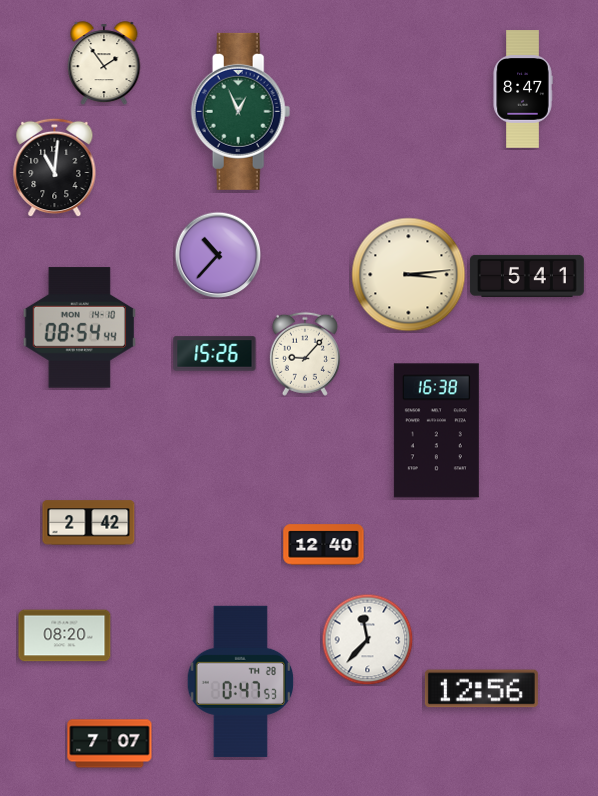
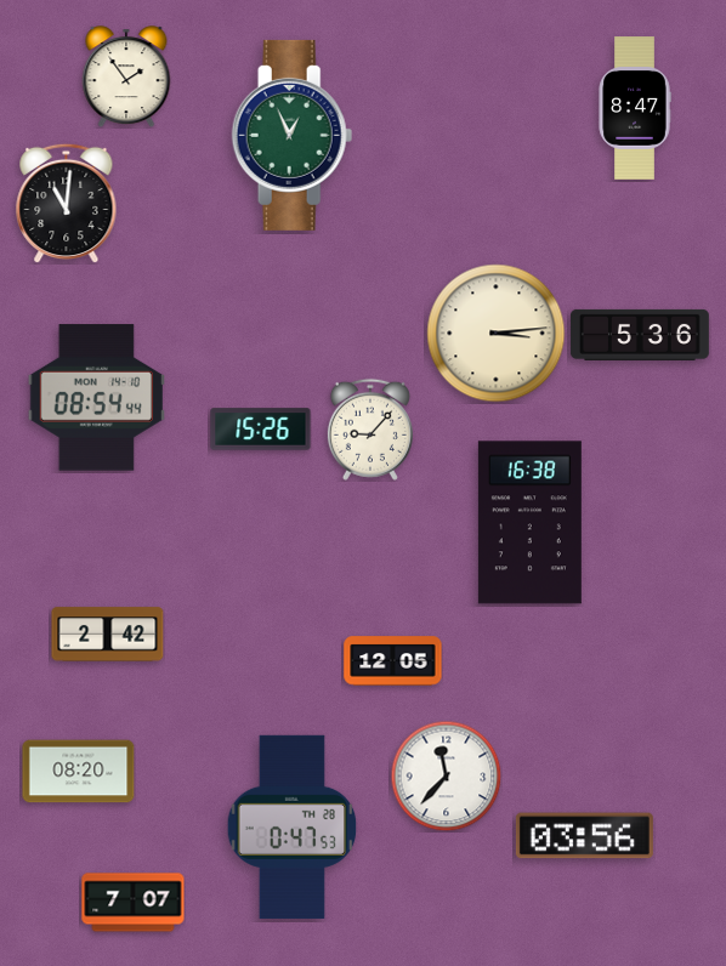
clock at (218, 255): 10:37 -> none
clock at (527, 276): 5:41 -> 5:36
clock at (324, 545): 12:40 -> 12:05
clock at (481, 689): 12:56 -> 03:56
